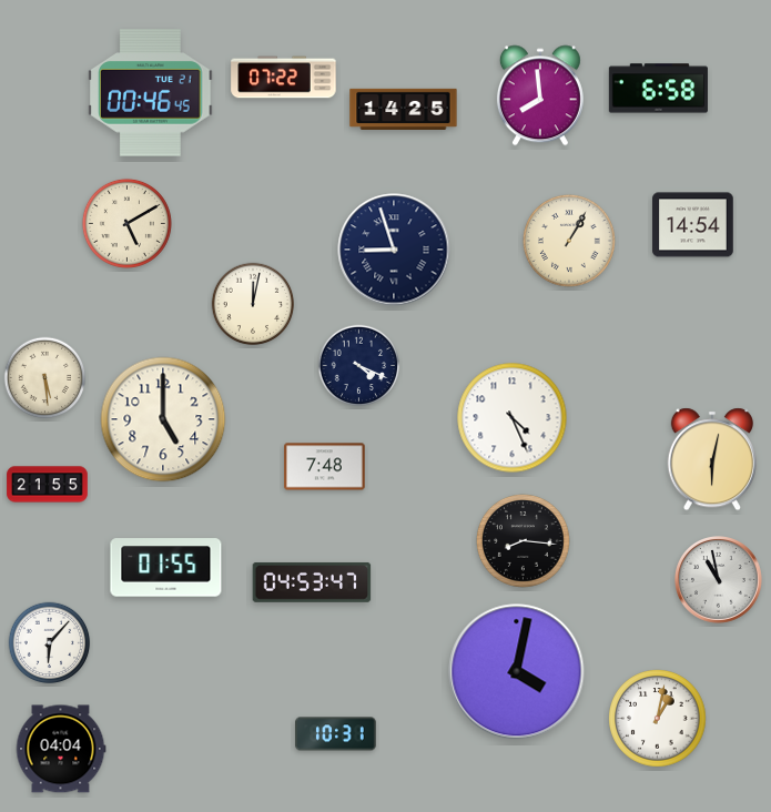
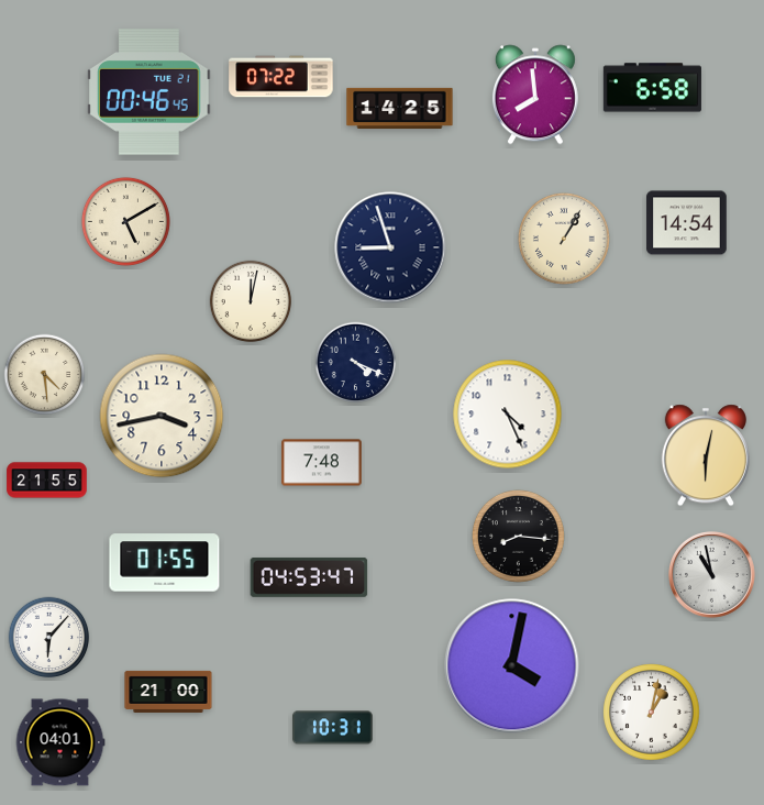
clock at (45, 378): 5:29 -> 4:29
clock at (163, 419): 5:00 -> 3:43
clock at (168, 692): none -> 21:00
clock at (61, 749): 04:04 -> 04:01
